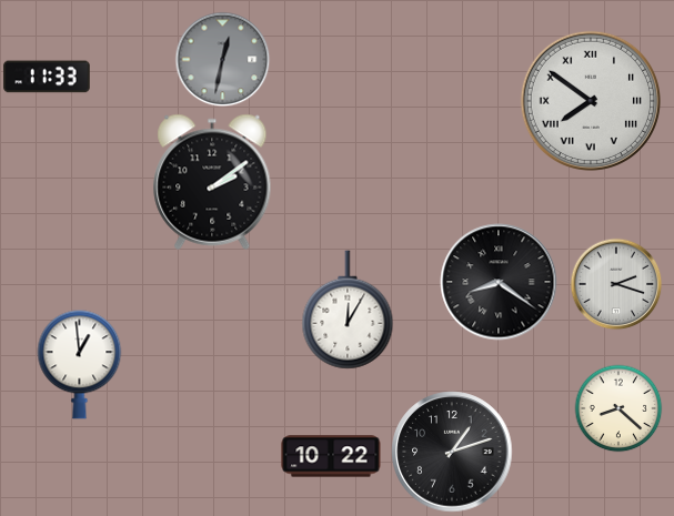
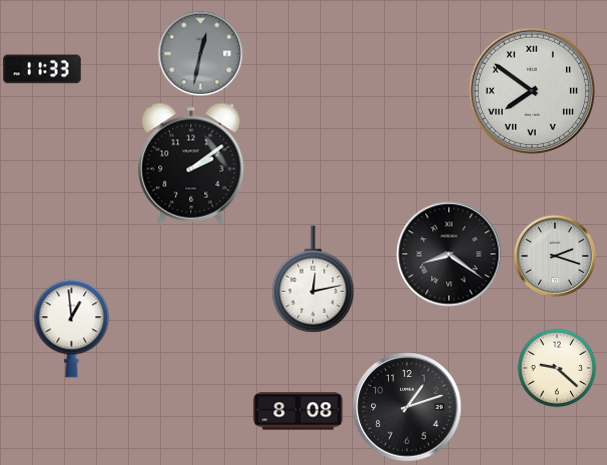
clock at (348, 310): 12:05 -> 12:13
clock at (618, 408): 8:22 -> 9:22
clock at (331, 456): 10:22 -> 8:08
